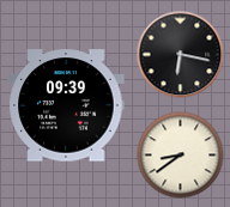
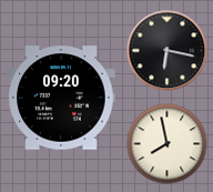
clock at (66, 105): 09:39 -> 09:20
clock at (181, 156): 8:39 -> 7:58
